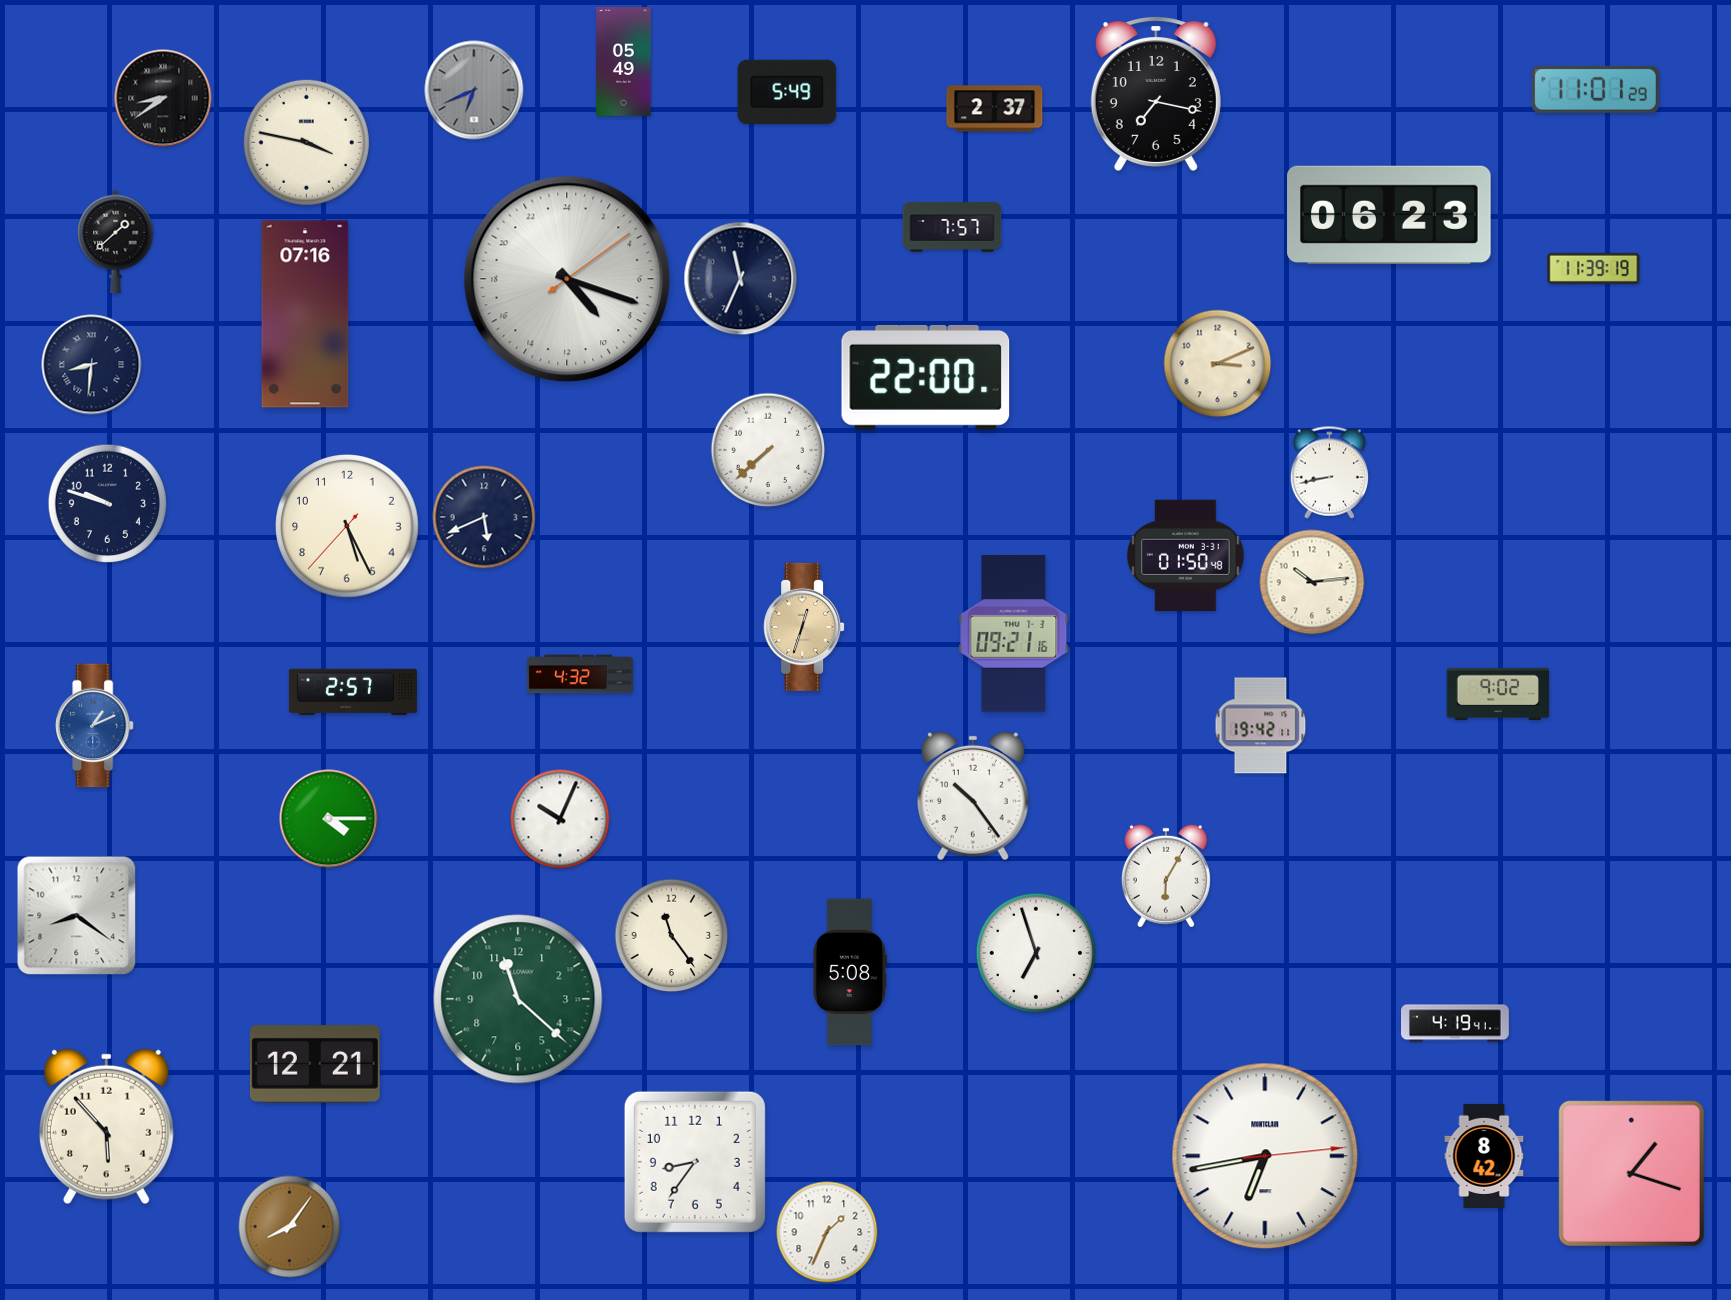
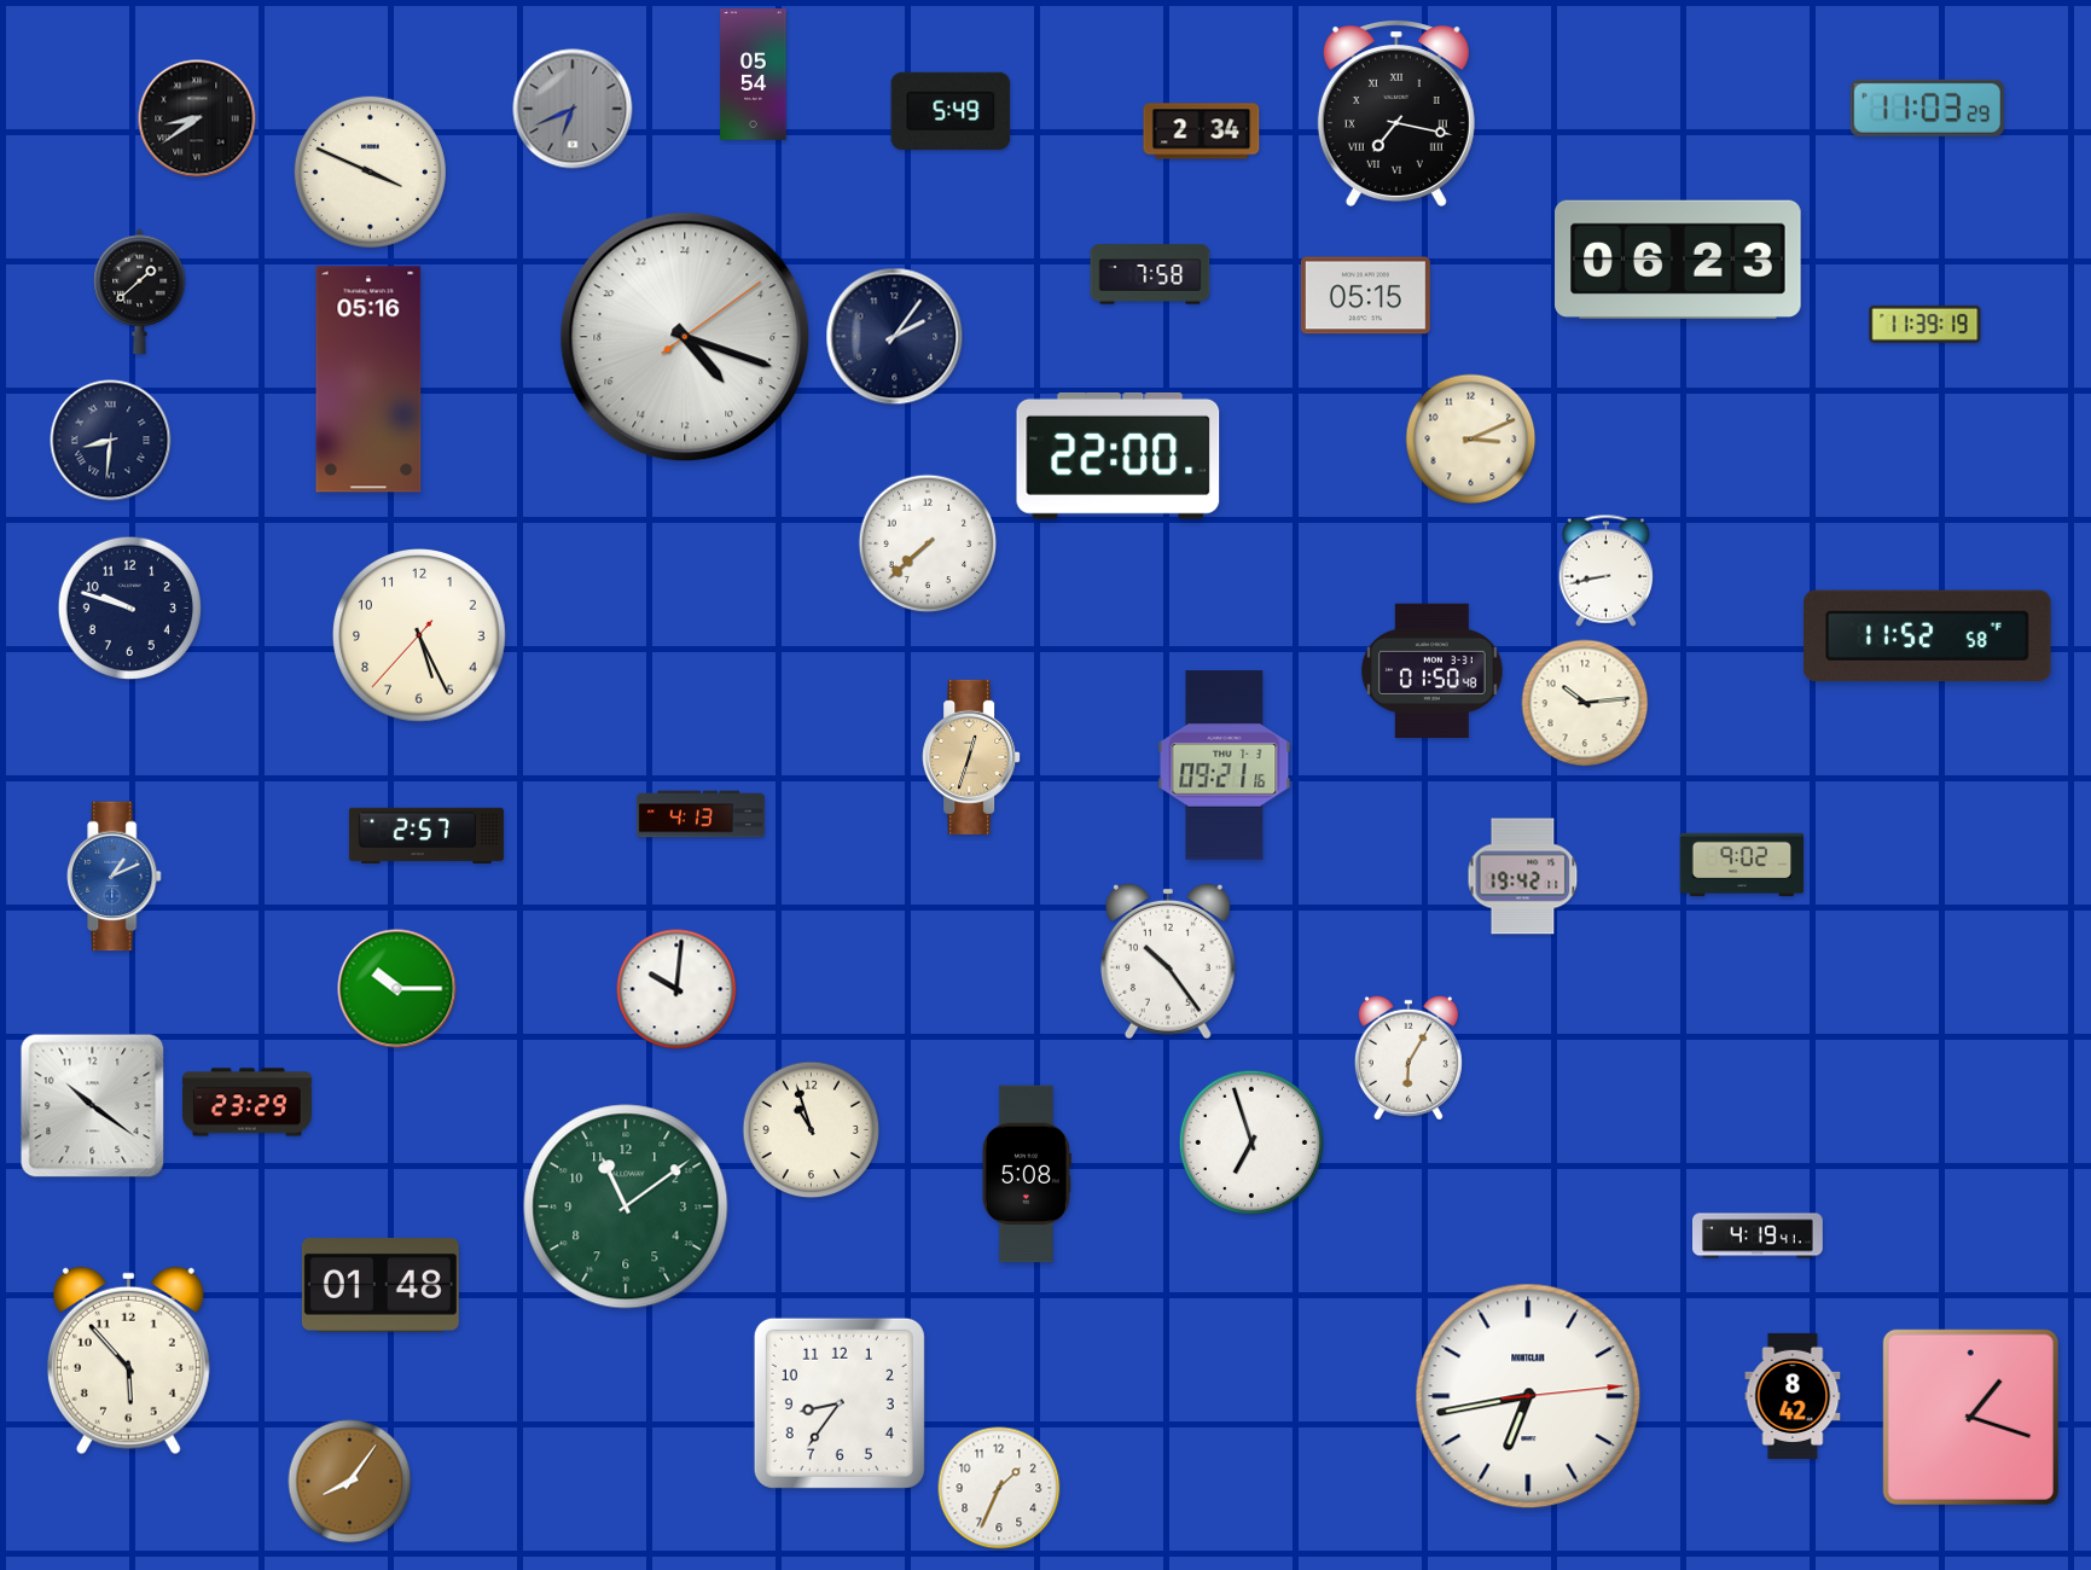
clock at (624, 62): 05:49 -> 05:54
clock at (1595, 89): 11:01 -> 11:03
clock at (1156, 94) numerals: Arabic -> Roman
clock at (995, 109): 2:37 -> 2:34
clock at (306, 142): 3:47 -> 3:49
clock at (952, 227): 7:57 -> 7:58
clock at (1365, 296): none -> 05:15
clock at (741, 279): 11:34 -> 2:06
clock at (305, 314): 07:16 -> 05:16
clock at (484, 517): 5:41 -> none
clock at (1928, 636): none -> 11:52
clock at (580, 674): 4:32 -> 4:13
clock at (1498, 693) position: (1498, 693) -> (1742, 863)
clock at (973, 796) position: (973, 796) -> (1168, 961)
clock at (329, 819): 4:15 -> 10:15
clock at (560, 819): 10:04 -> 10:01
clock at (246, 1103): none -> 23:29
clock at (77, 916): 8:21 -> 10:21
clock at (672, 936): 11:24 -> 10:57
clock at (1035, 952) position: (1035, 952) -> (1250, 1141)
clock at (518, 999): 11:22 -> 11:09
clock at (315, 1065): 12:21 -> 01:48
